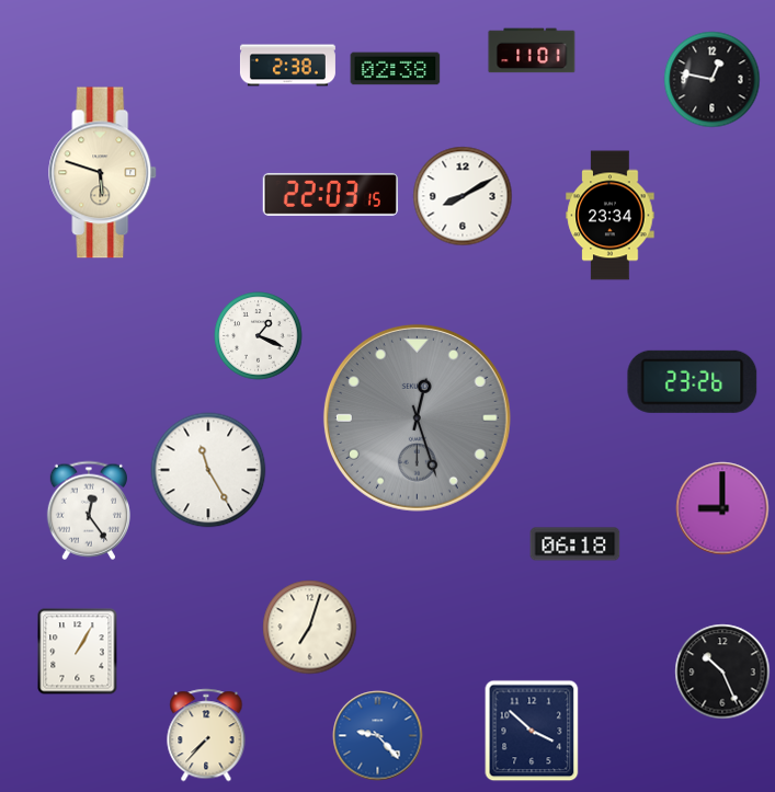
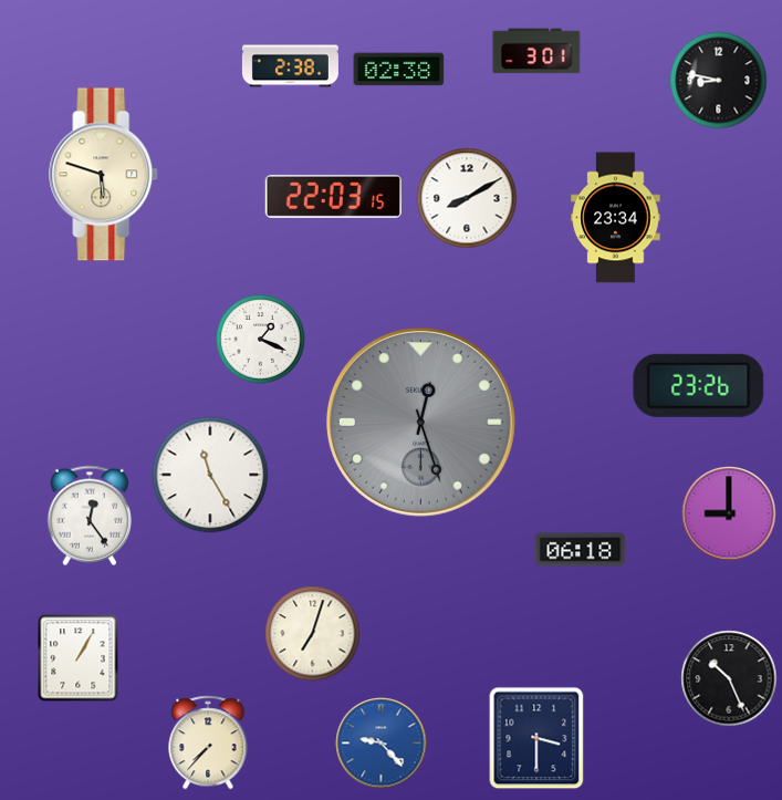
clock at (532, 50): 11:01 -> 3:01
clock at (713, 80): 12:47 -> 8:47
clock at (532, 731): 3:52 -> 3:30
